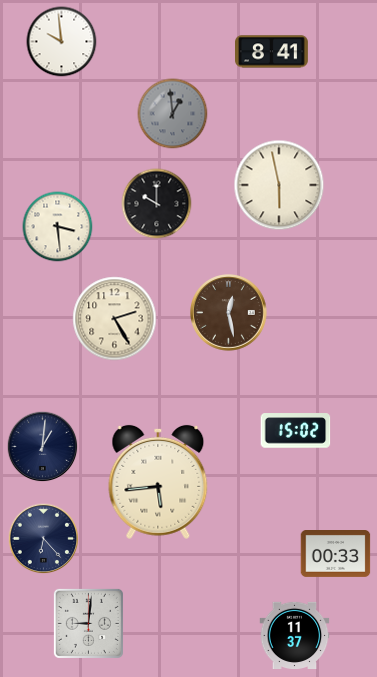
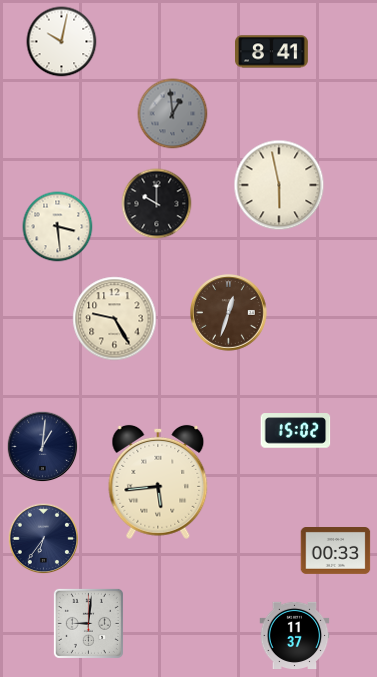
clock at (62, 42): 9:59 -> 10:02
clock at (229, 313): 12:28 -> 12:33
clock at (115, 319): 2:25 -> 9:25
clock at (44, 539): 6:23 -> 6:36
clock at (336, 554) position: (336, 554) -> (336, 551)
